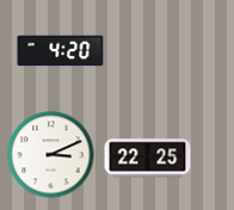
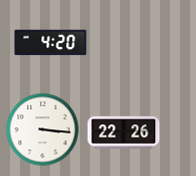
clock at (51, 155): 3:11 -> 3:16
clock at (148, 159): 22:25 -> 22:26
